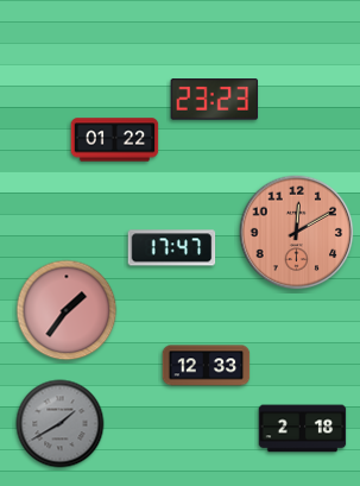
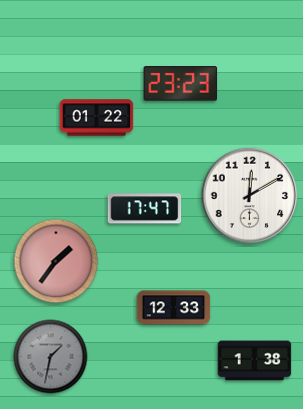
clock at (297, 233) dial: salmon -> white
clock at (61, 424): 1:40 -> 1:32
clock at (303, 429): 2:18 -> 1:38
